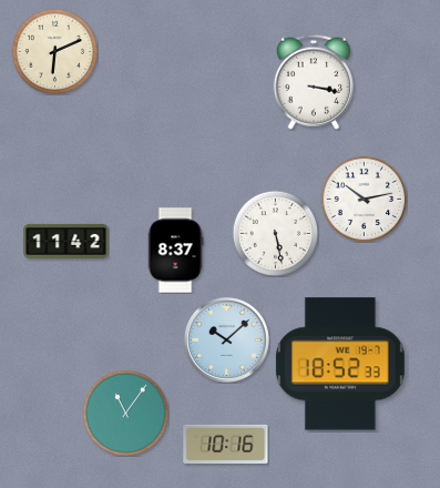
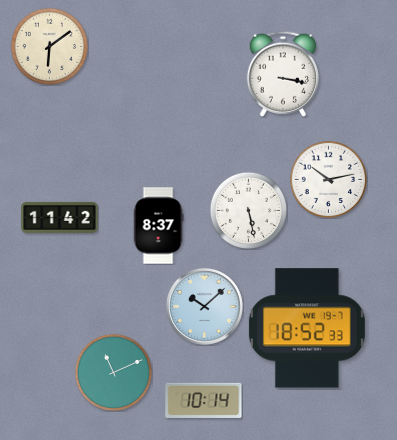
clock at (54, 51): 6:11 -> 6:09
clock at (125, 413): 11:06 -> 11:11
clock at (226, 444): 10:16 -> 10:14
